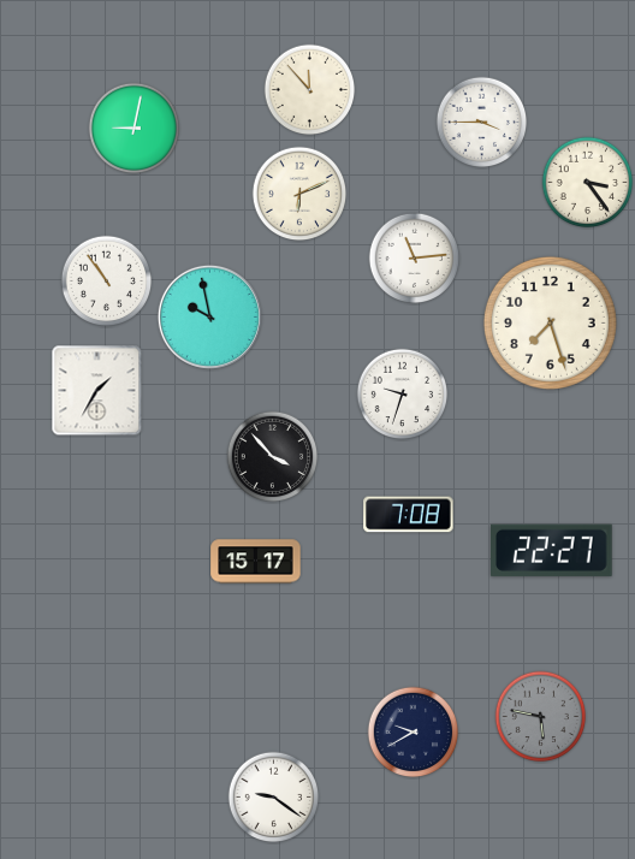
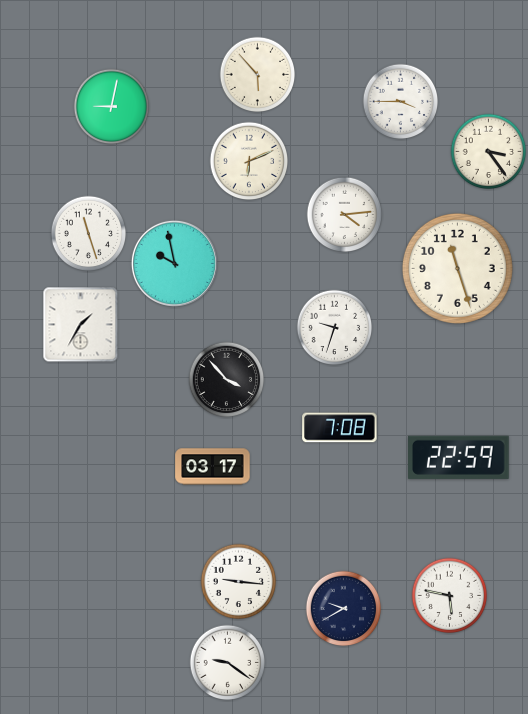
clock at (310, 90): 11:53 -> 5:53
clock at (415, 259): 11:14 -> 4:14
clock at (107, 282): 10:54 -> 11:27
clock at (550, 322): 7:27 -> 11:27
clock at (552, 550): 22:27 -> 22:59
clock at (256, 562): 15:17 -> 03:17
clock at (239, 582): none -> 9:16
clock at (541, 717) dial: grey -> white
